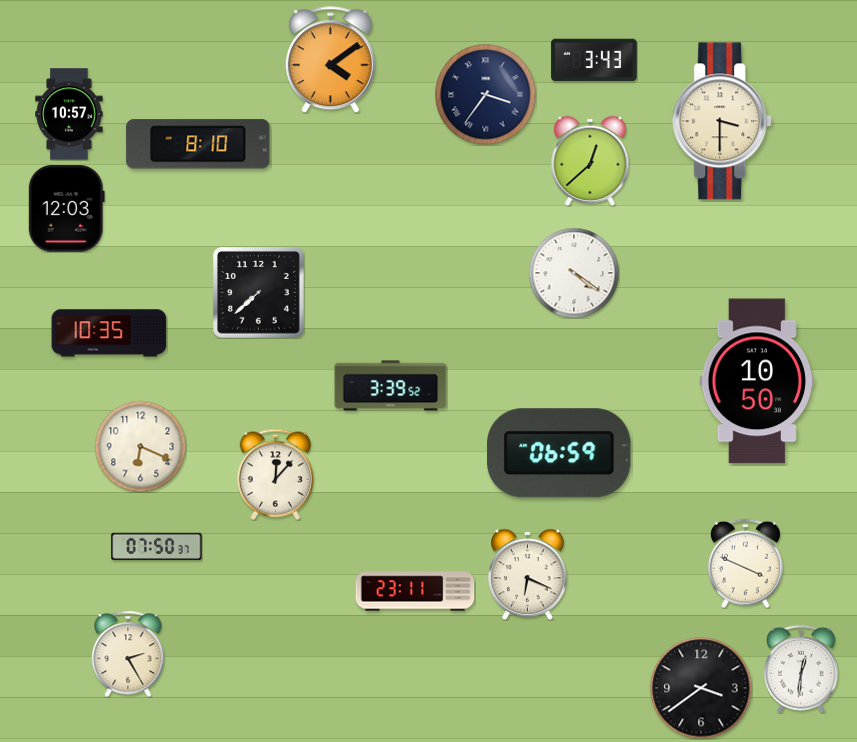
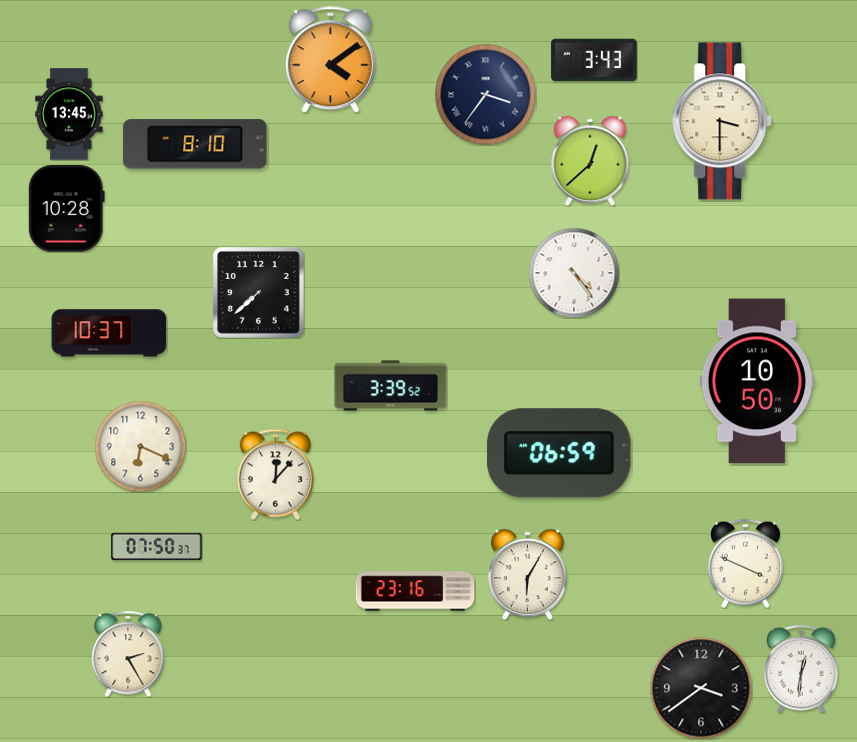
clock at (69, 114): 10:57 -> 13:45
clock at (198, 144) position: (198, 144) -> (195, 144)
clock at (66, 209): 12:03 -> 10:28
clock at (574, 273): 4:21 -> 4:24
clock at (109, 333): 10:35 -> 10:37
clock at (528, 574): 6:19 -> 6:05
clock at (415, 591): 23:11 -> 23:16
